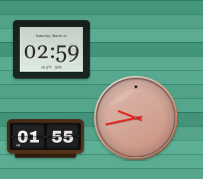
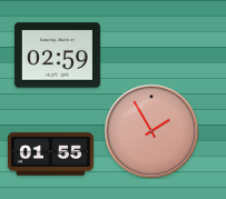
clock at (136, 118): 9:43 -> 1:55
